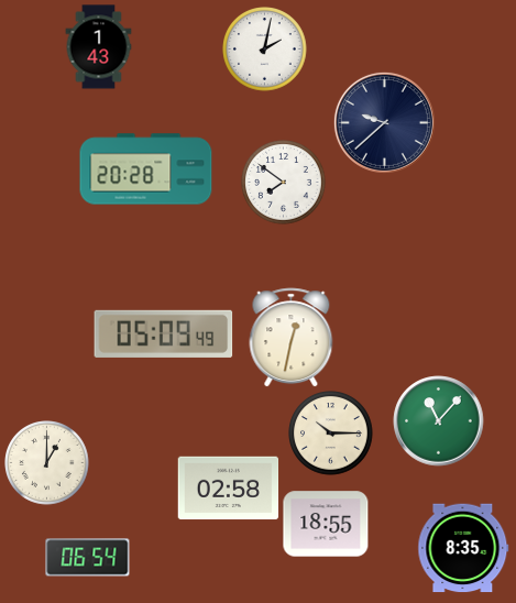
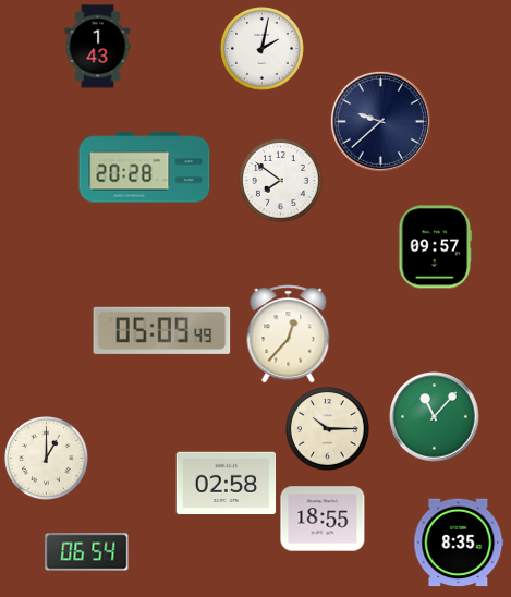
clock at (436, 247): none -> 09:57
clock at (292, 338): 12:32 -> 12:37
